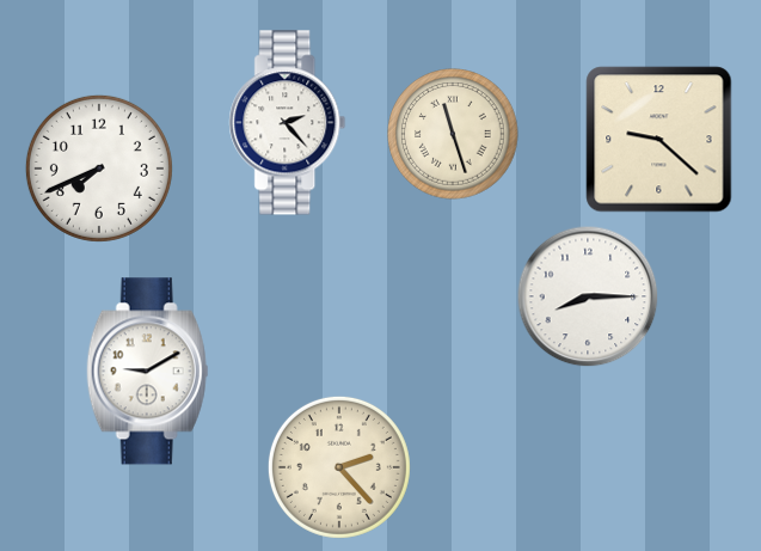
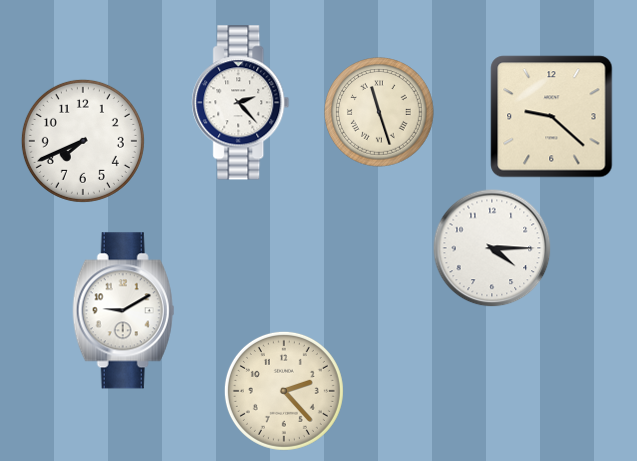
clock at (588, 296): 8:15 -> 4:15
